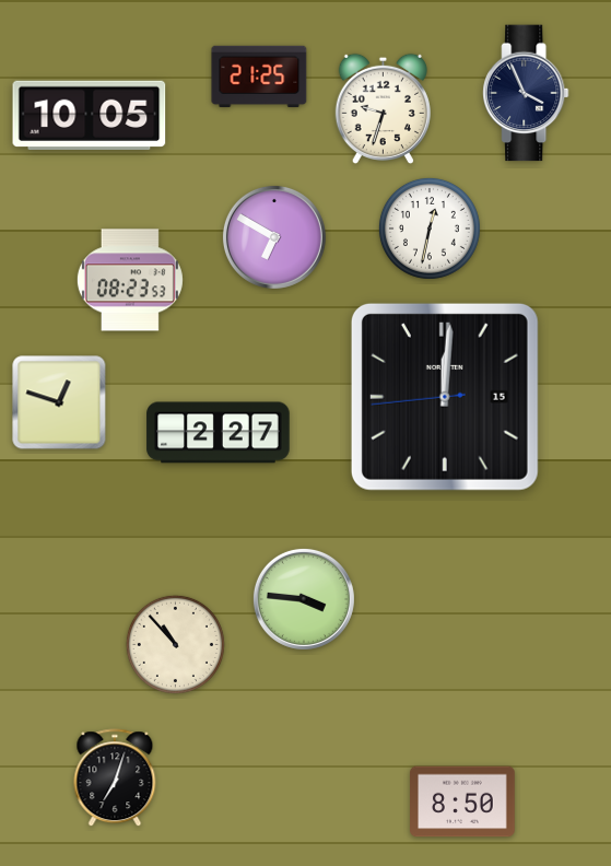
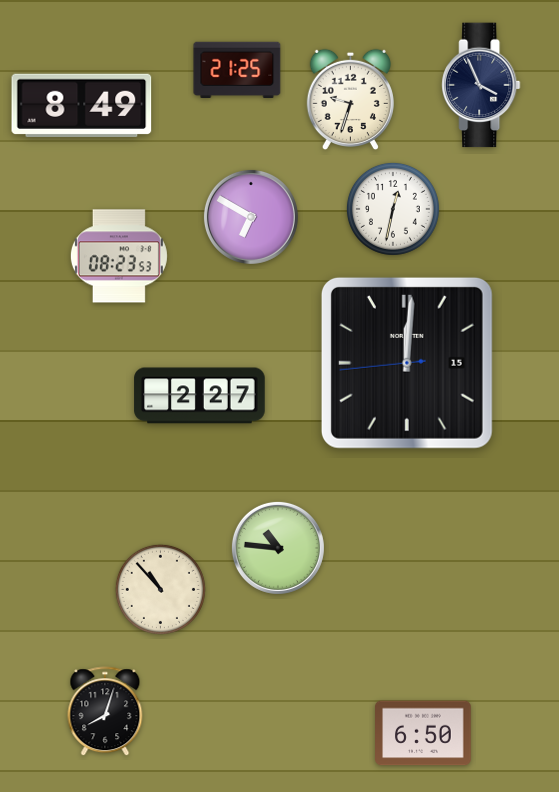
clock at (90, 115): 10:05 -> 8:49
clock at (59, 402): 12:48 -> none
clock at (304, 599): 3:46 -> 10:46
clock at (115, 779): 7:03 -> 8:03
clock at (462, 801): 8:50 -> 6:50
